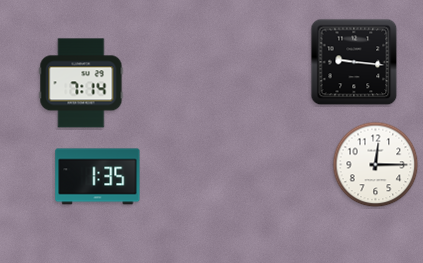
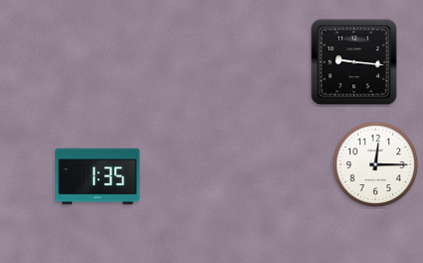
clock at (81, 83): 7:14 -> none
